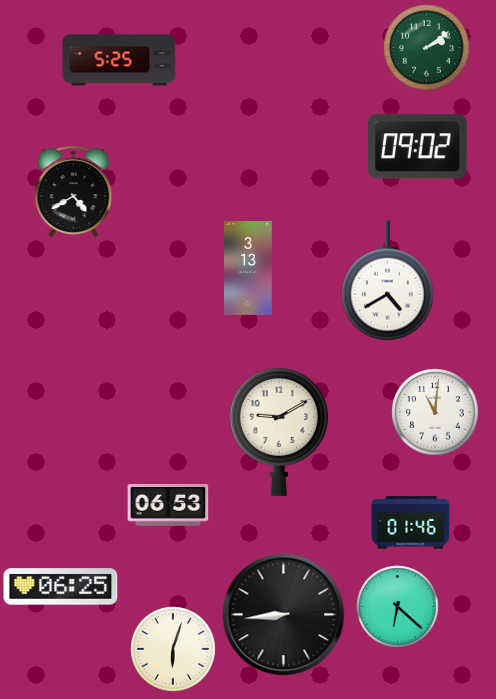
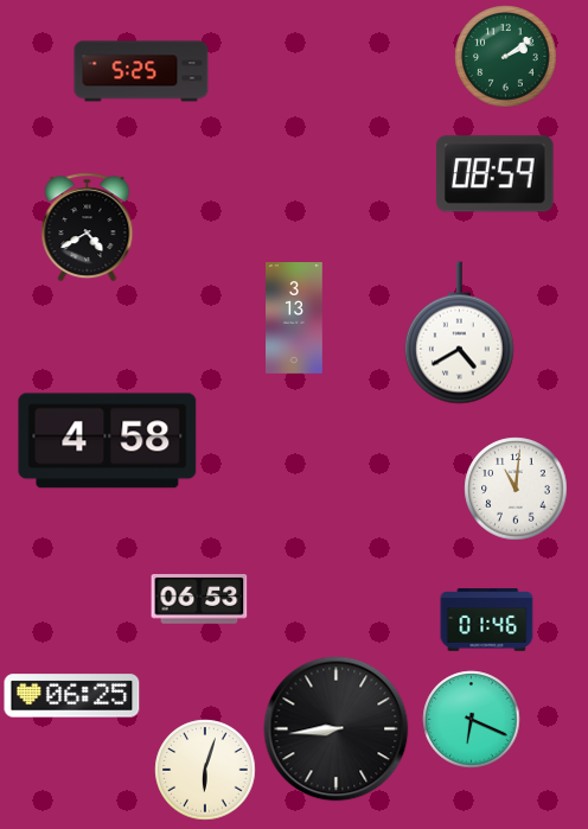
clock at (418, 147): 09:02 -> 08:59
clock at (108, 441): none -> 4:58
clock at (279, 431): 9:10 -> none
clock at (398, 607): 6:22 -> 6:19
